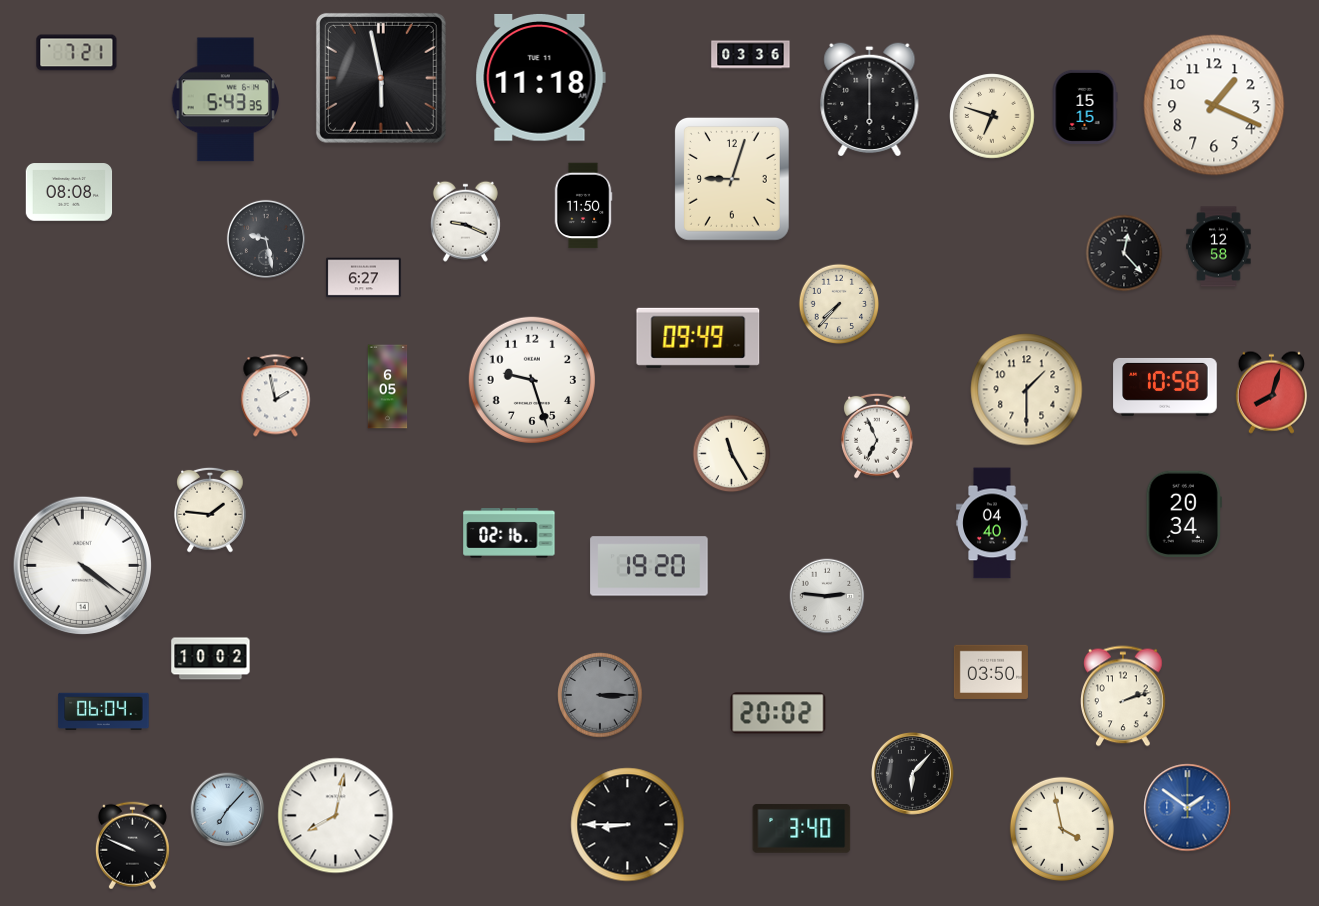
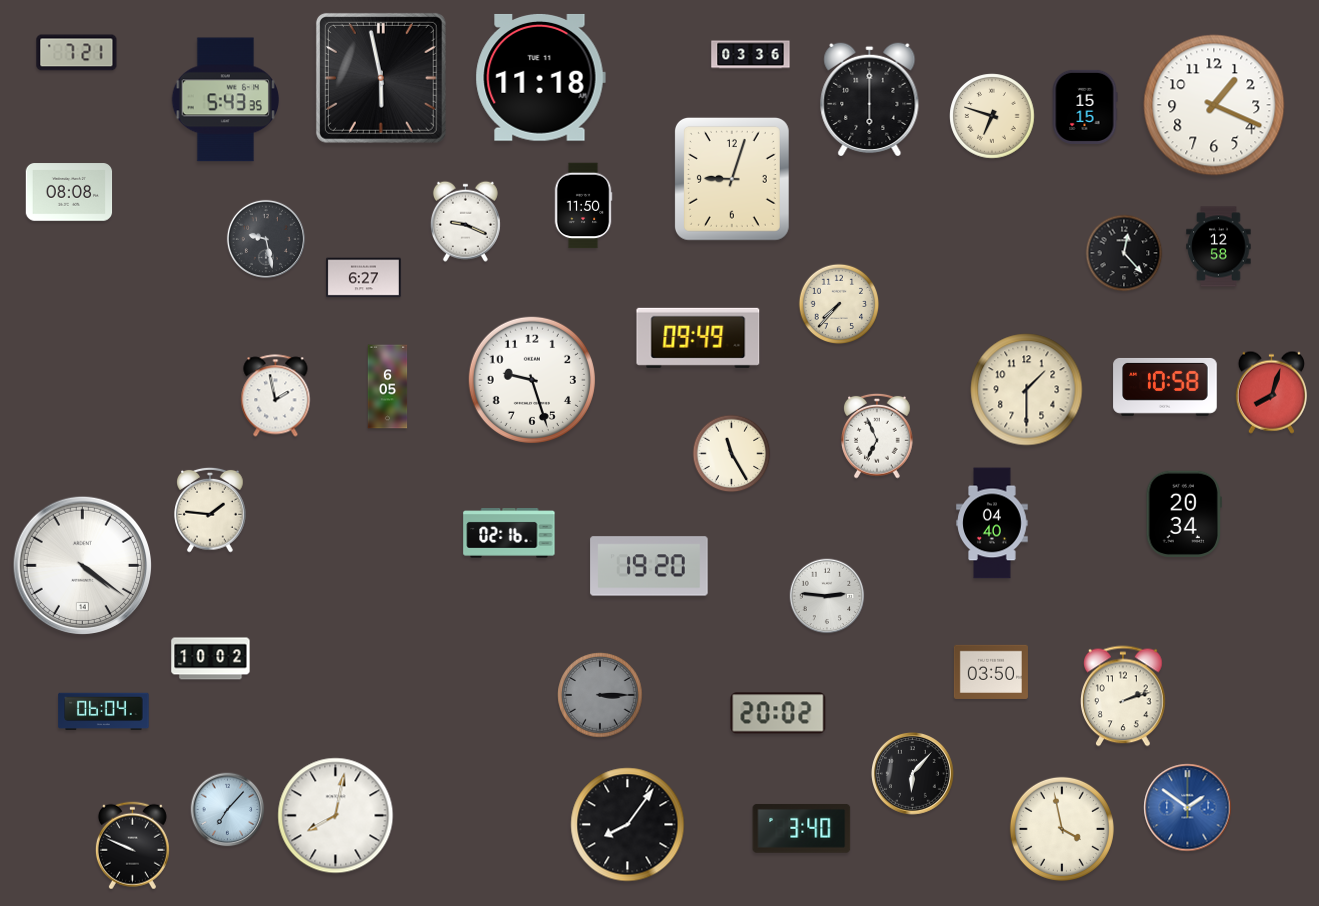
clock at (628, 825): 8:45 -> 8:06
